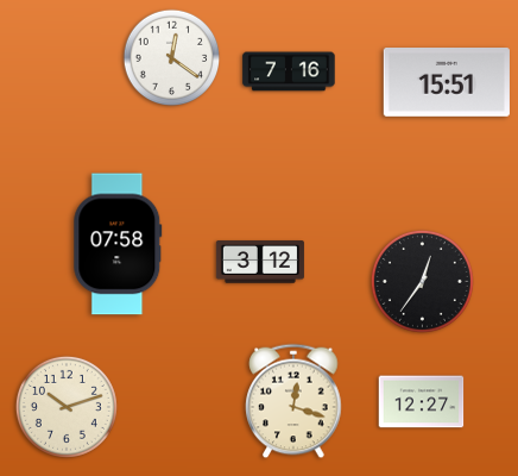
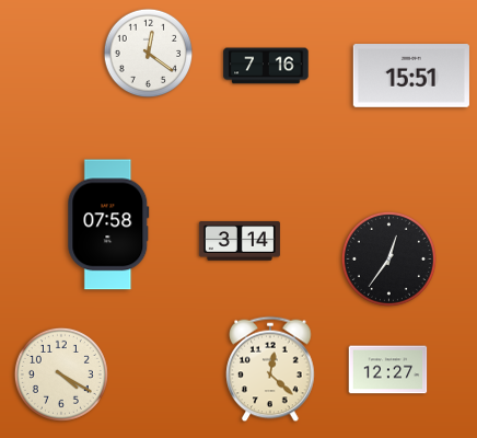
clock at (172, 58) position: (172, 58) -> (149, 54)
clock at (260, 262): 3:12 -> 3:14
clock at (293, 401): 12:18 -> 12:22
clock at (67, 407): 10:12 -> 4:20
